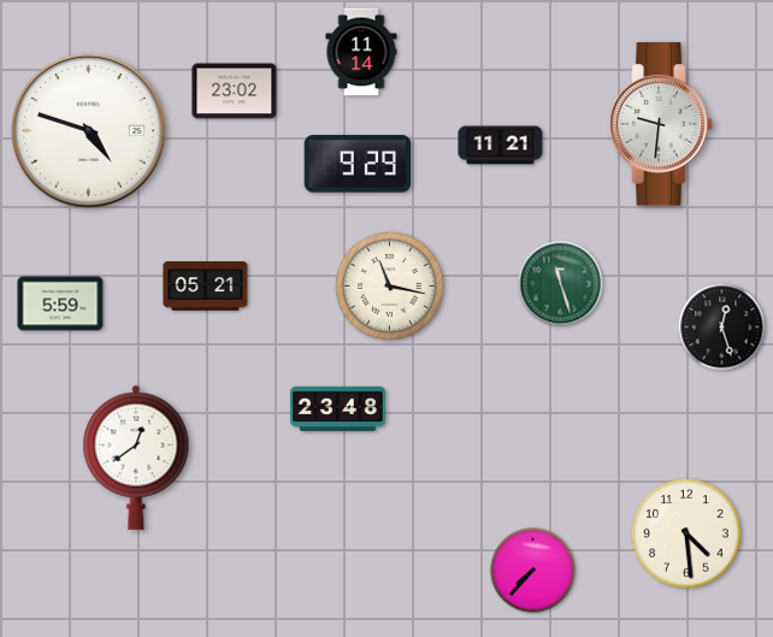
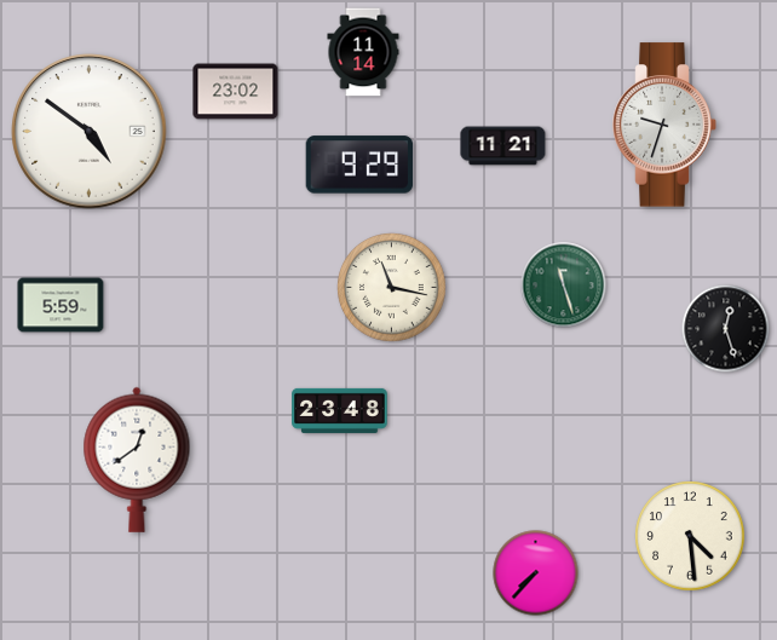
clock at (661, 124): 9:31 -> 9:33
clock at (89, 131): 4:48 -> 4:51
clock at (206, 287): 05:21 -> none
